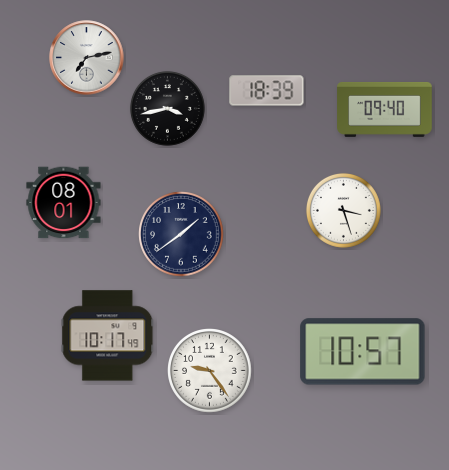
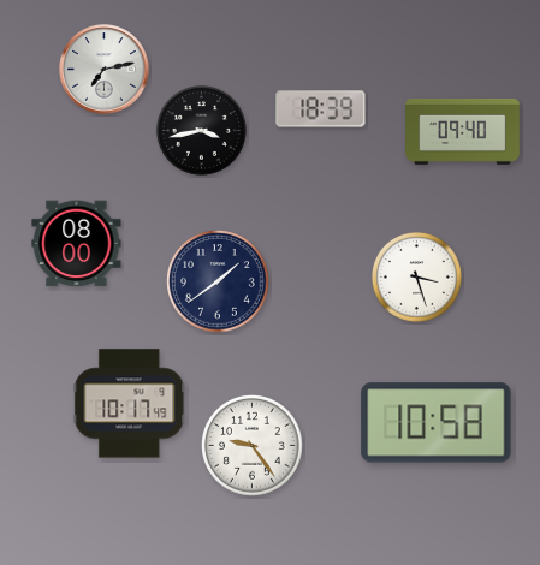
clock at (64, 203): 08:01 -> 08:00
clock at (343, 210) position: (343, 210) -> (416, 276)
clock at (363, 352): 10:57 -> 10:58
